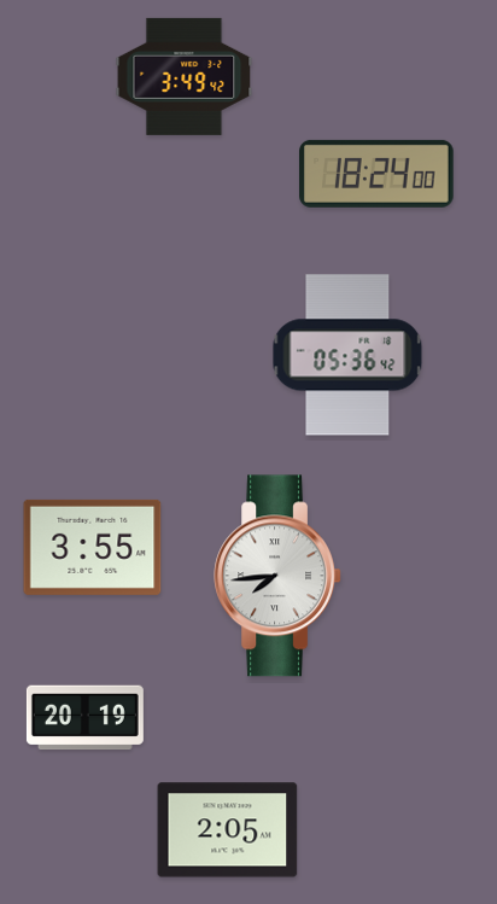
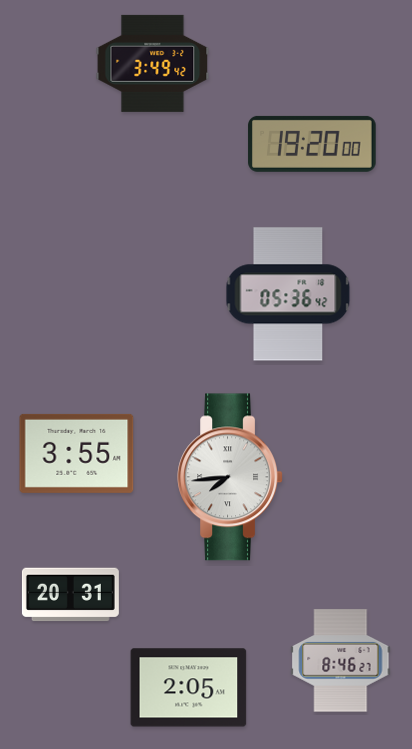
clock at (376, 174): 18:24 -> 19:20
clock at (84, 718): 20:19 -> 20:31
clock at (341, 661): none -> 8:46
